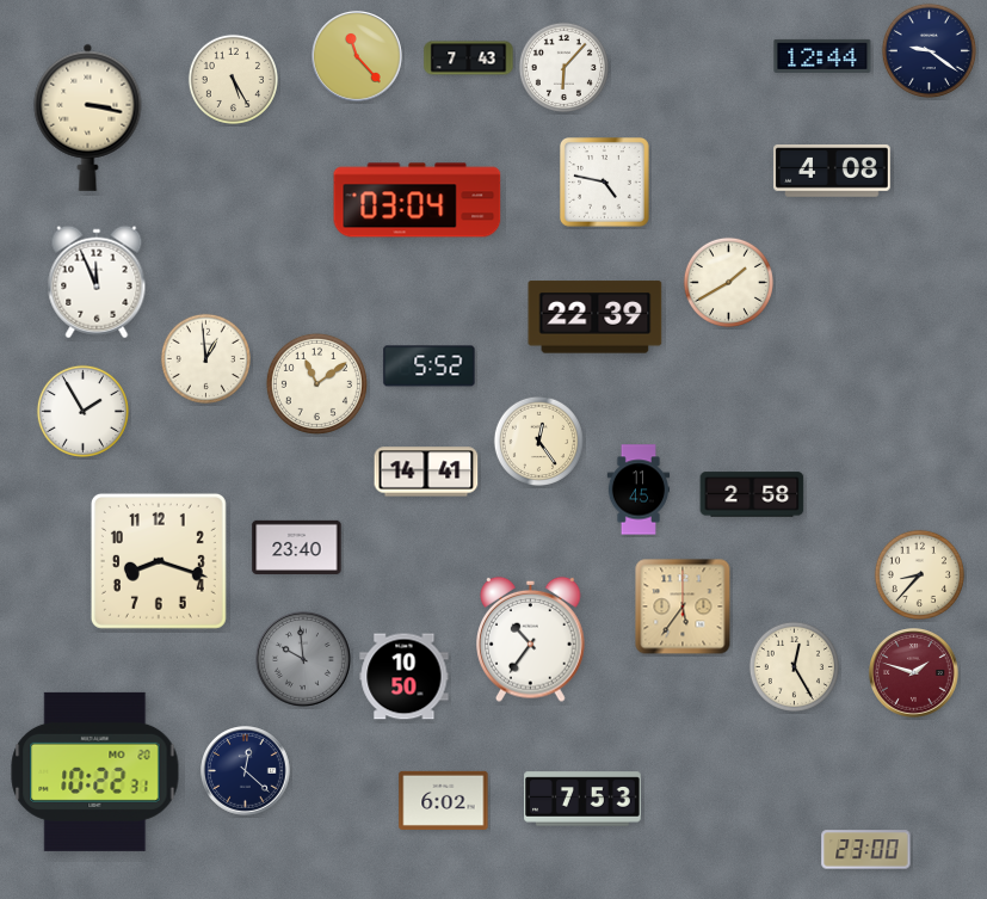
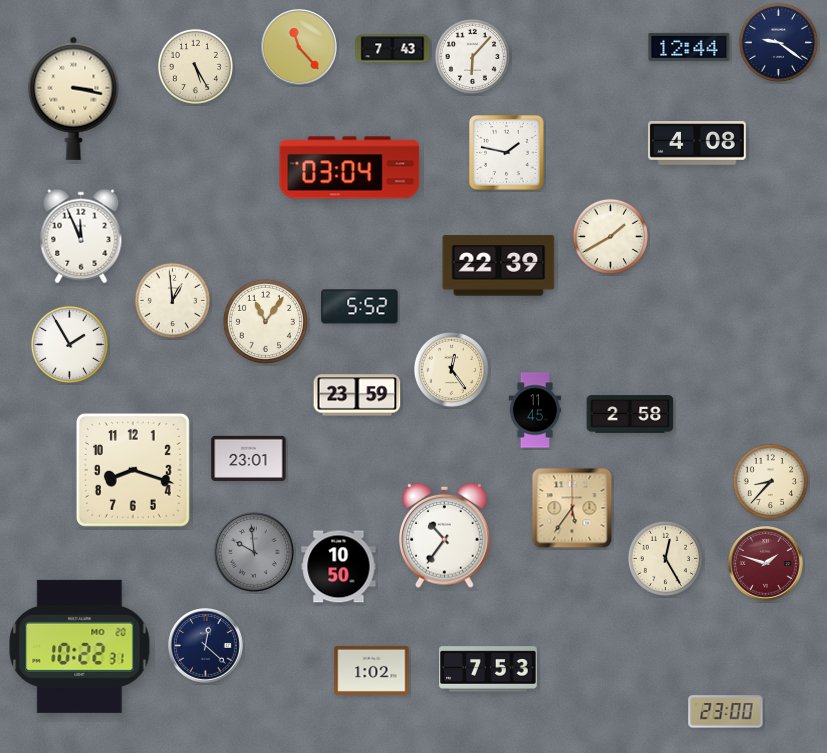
clock at (605, 183): 4:47 -> 1:47
clock at (316, 383): 11:09 -> 11:06
clock at (426, 472): 14:41 -> 23:59
clock at (297, 547): 23:40 -> 23:01
clock at (444, 800): 6:02 -> 1:02
